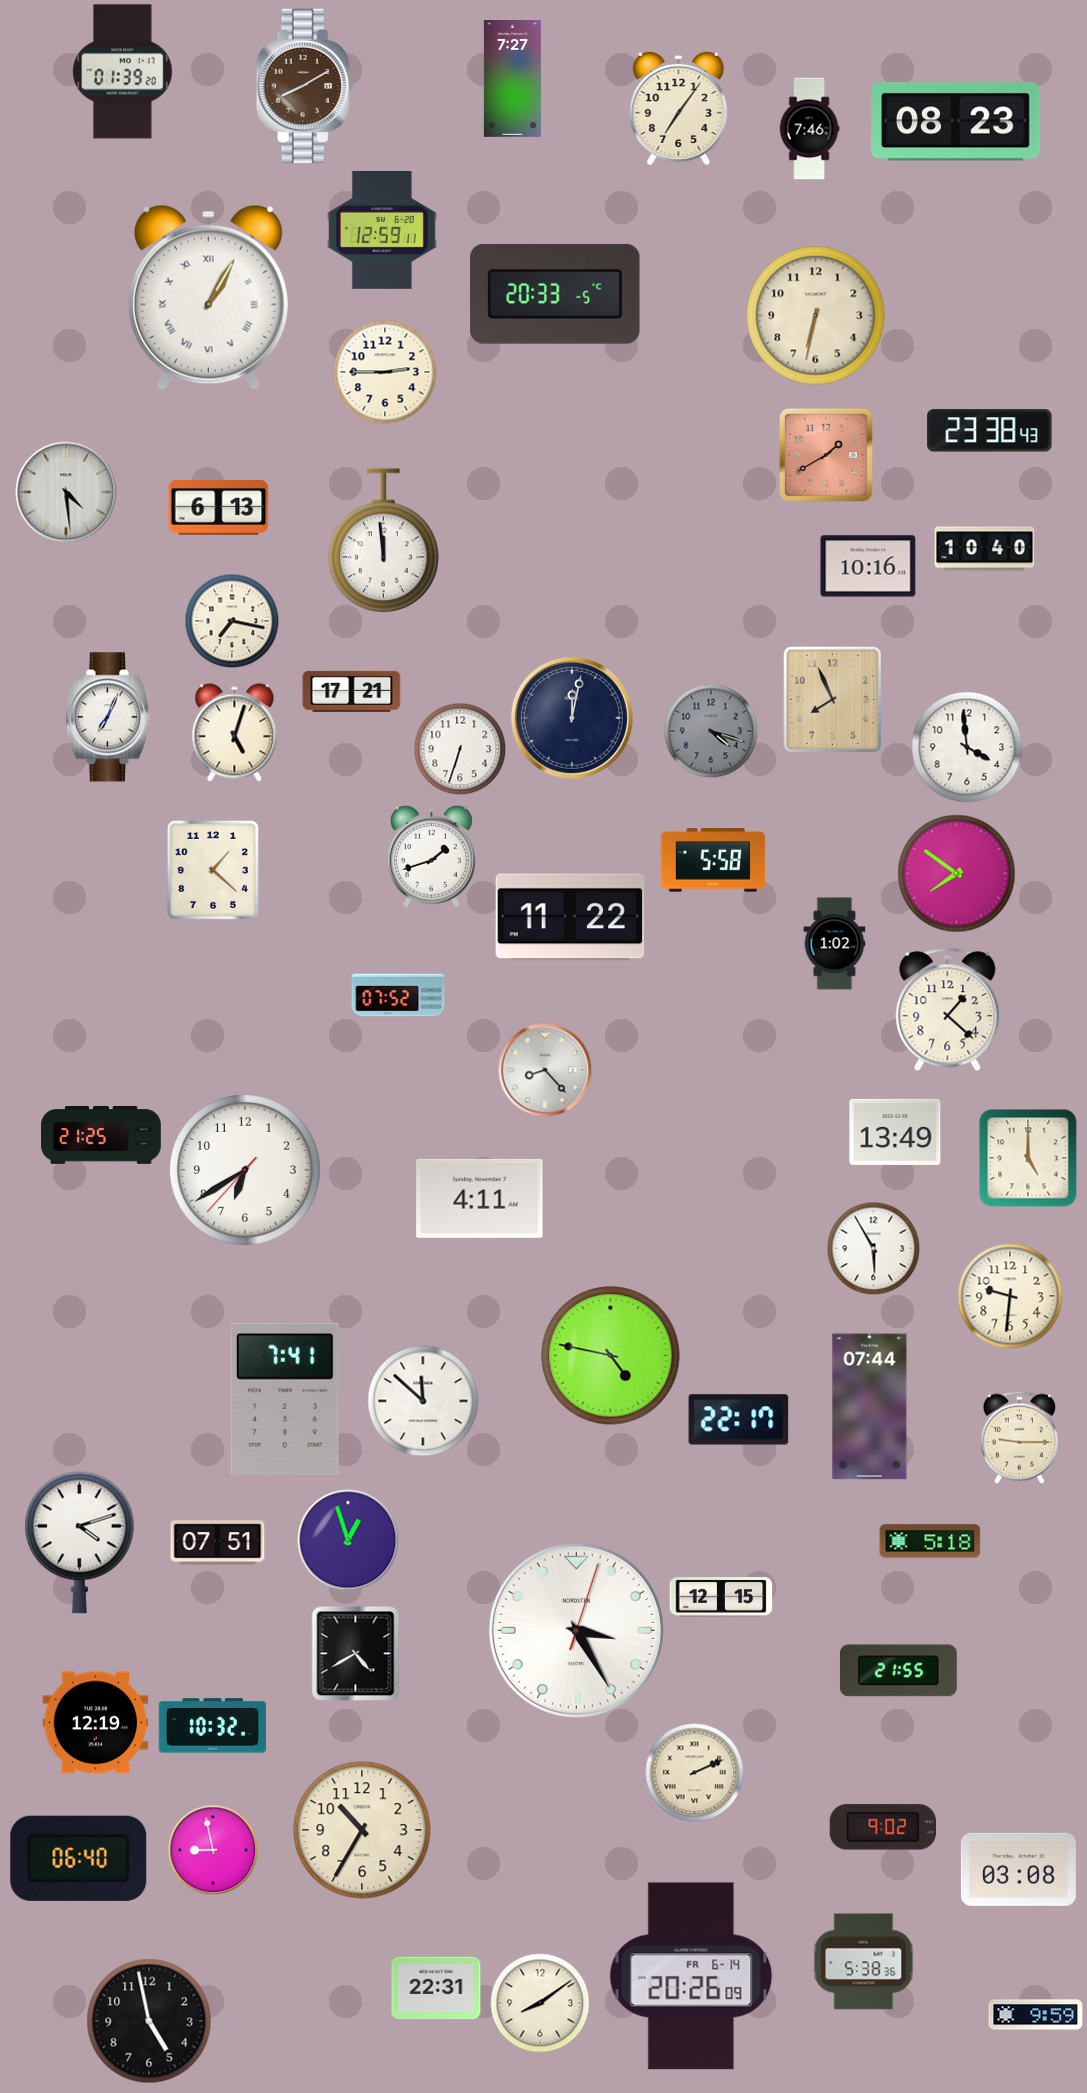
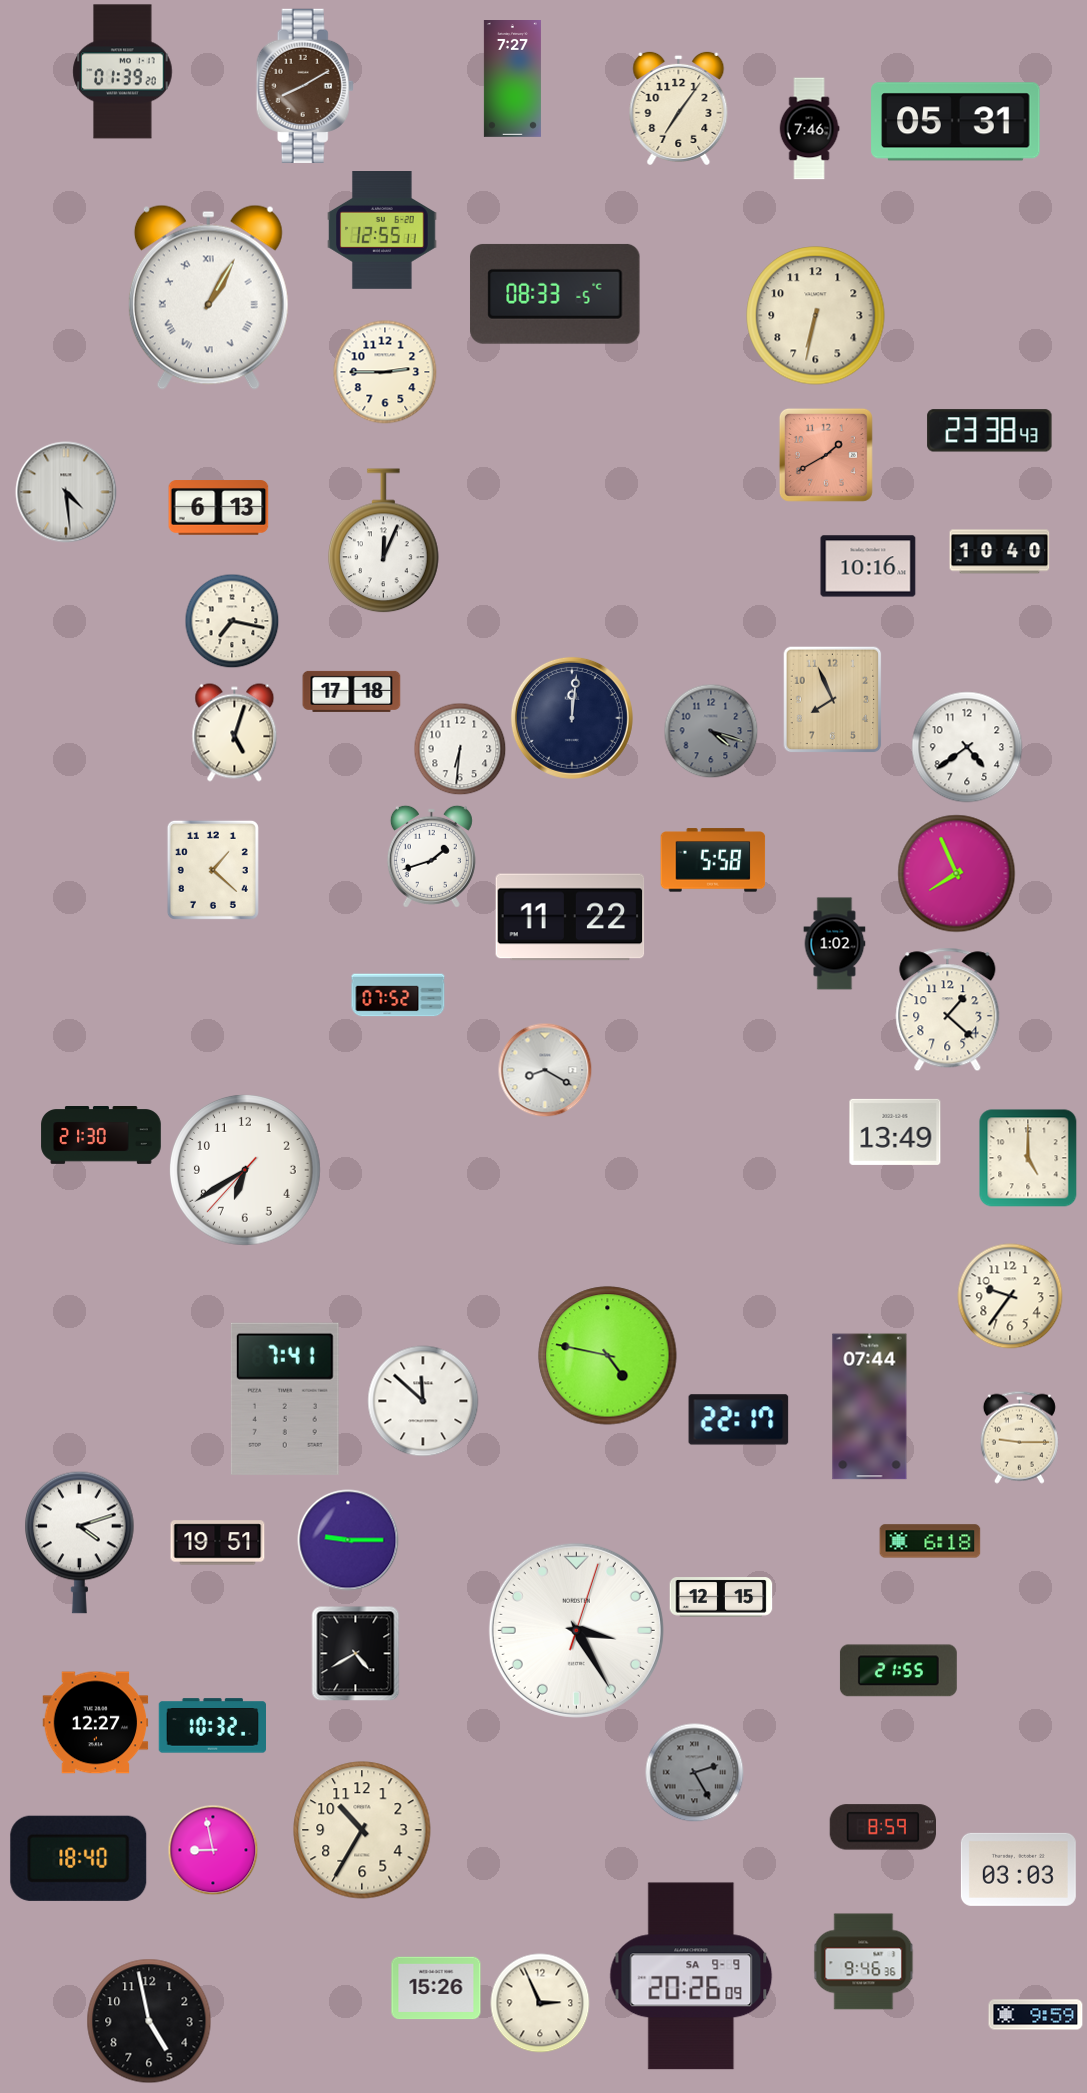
clock at (956, 122): 08:23 -> 05:31
clock at (382, 231): 12:59 -> 12:55
clock at (555, 294): 20:33 -> 08:33
clock at (384, 541): 11:59 -> 12:04
clock at (985, 549) position: (985, 549) -> (1000, 552)
clock at (352, 691): 17:21 -> 17:18
clock at (108, 717): 7:04 -> none
clock at (572, 718): 12:02 -> 12:01
clock at (967, 747): 3:59 -> 4:39
clock at (460, 749): 6:33 -> 6:31
clock at (957, 874): 7:51 -> 7:56
clock at (545, 1070): 8:23 -> 8:20
clock at (101, 1136): 21:25 -> 21:30
clock at (480, 1198): 4:11 -> none
clock at (873, 1248): 5:55 -> none
clock at (1010, 1296): 9:31 -> 9:36
clock at (611, 1356) position: (611, 1356) -> (608, 1356)
clock at (348, 1540): 12:57 -> 9:15
clock at (930, 1541): 5:18 -> 6:18
clock at (218, 1543): 07:51 -> 19:51
clock at (96, 1723): 12:19 -> 12:27
clock at (695, 1773): 2:11 -> 2:25
clock at (695, 1773) dial: cream -> grey
clock at (882, 1827): 9:02 -> 8:59
clock at (79, 1858): 06:40 -> 18:40
clock at (1018, 1869): 03:08 -> 03:03
clock at (864, 1962): 5:38 -> 9:46
clock at (691, 1976) date: FR 6-14 -> SA 9-9
clock at (436, 1988): 22:31 -> 15:26
clock at (540, 2003): 8:09 -> 2:56
